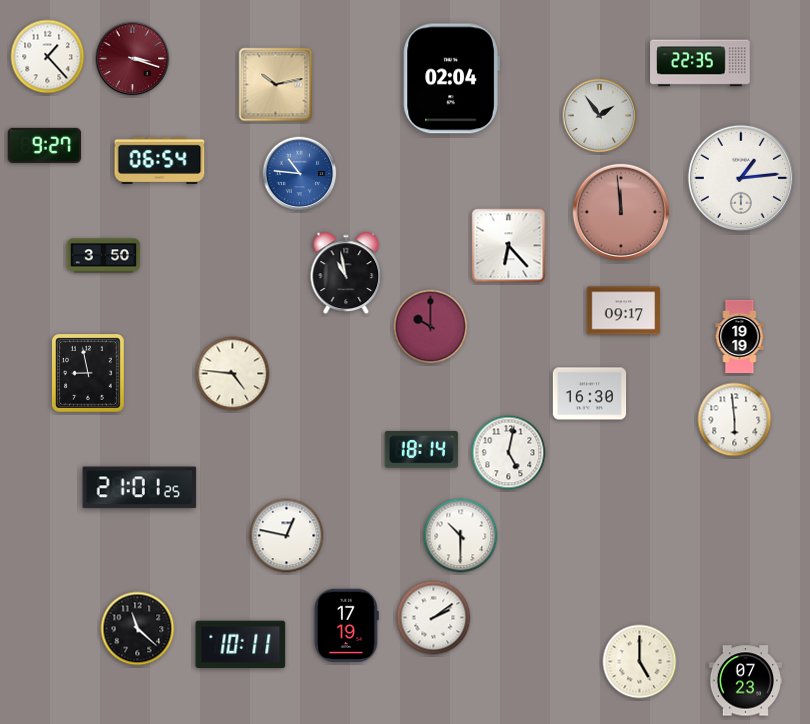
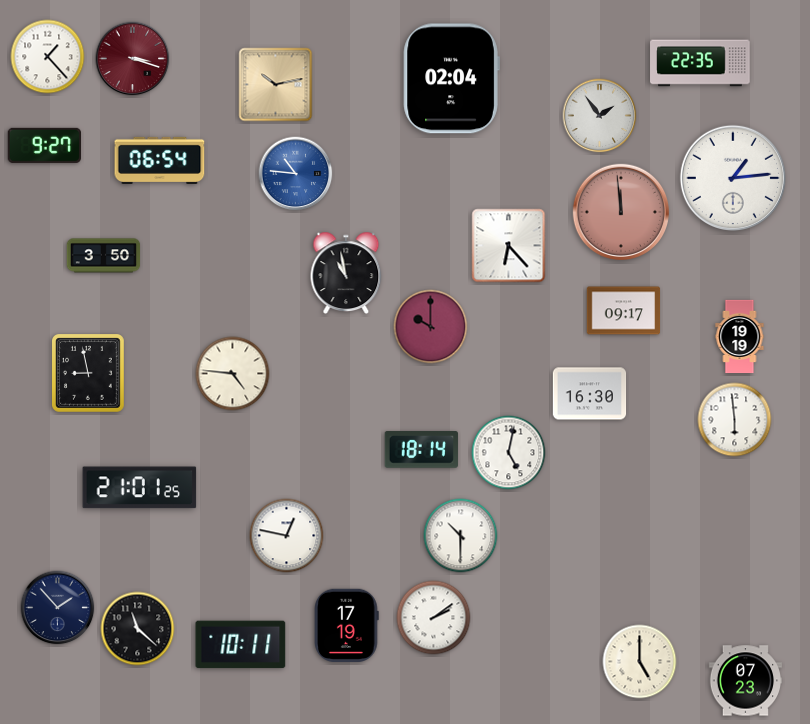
clock at (300, 174) position: (300, 174) -> (296, 174)
clock at (741, 178) position: (741, 178) -> (733, 178)
clock at (58, 608): none -> 1:53
